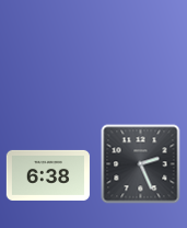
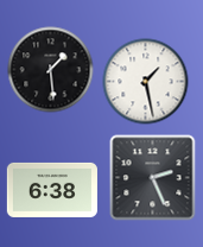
clock at (51, 70): none -> 1:29
clock at (146, 82): none -> 1:28
